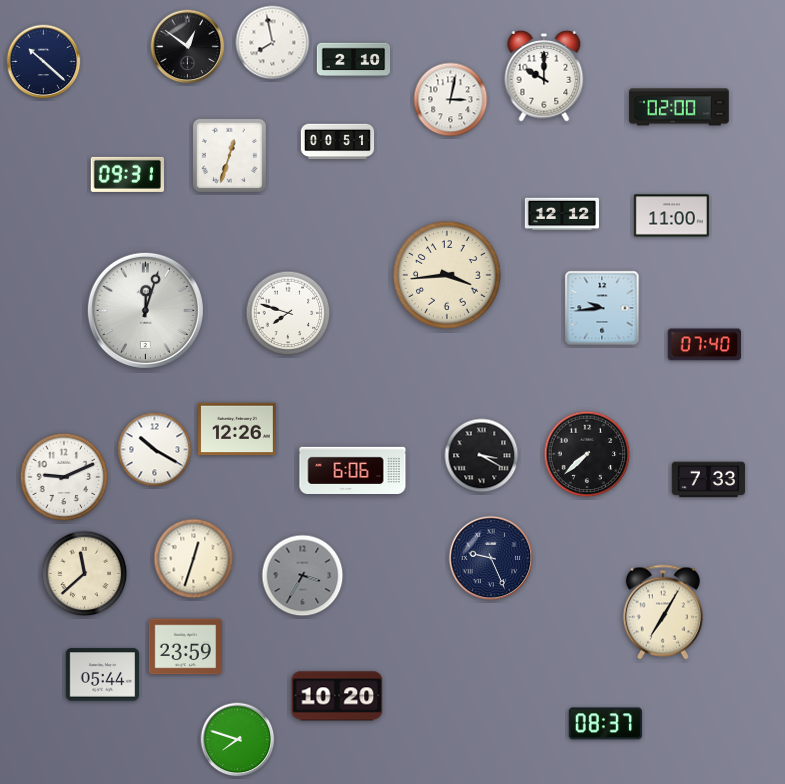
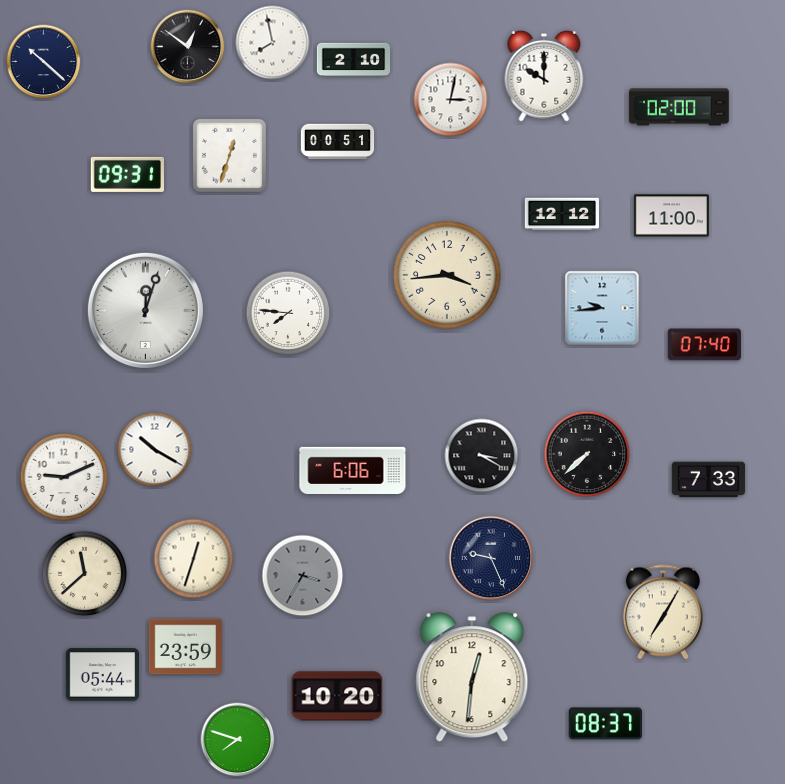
clock at (288, 313): 7:48 -> 7:46
clock at (237, 429): 12:26 -> none
clock at (472, 678): none -> 12:31
